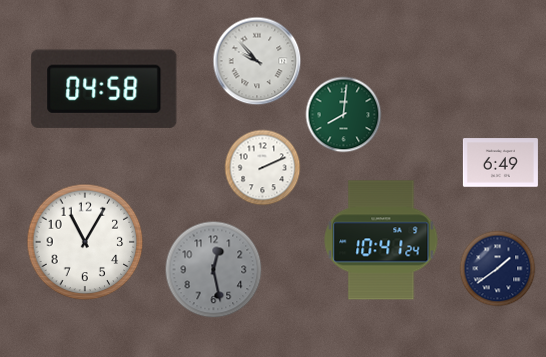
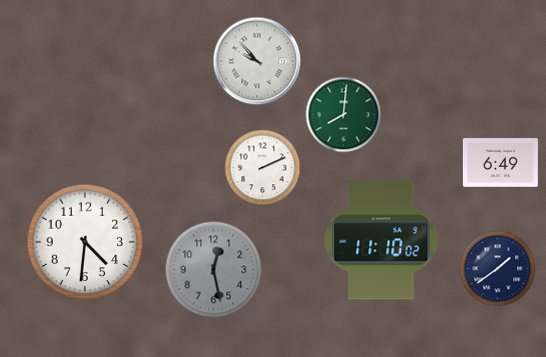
clock at (104, 89): 04:58 -> none
clock at (381, 240): 10:41 -> 11:10
clock at (85, 242): 11:05 -> 4:31
